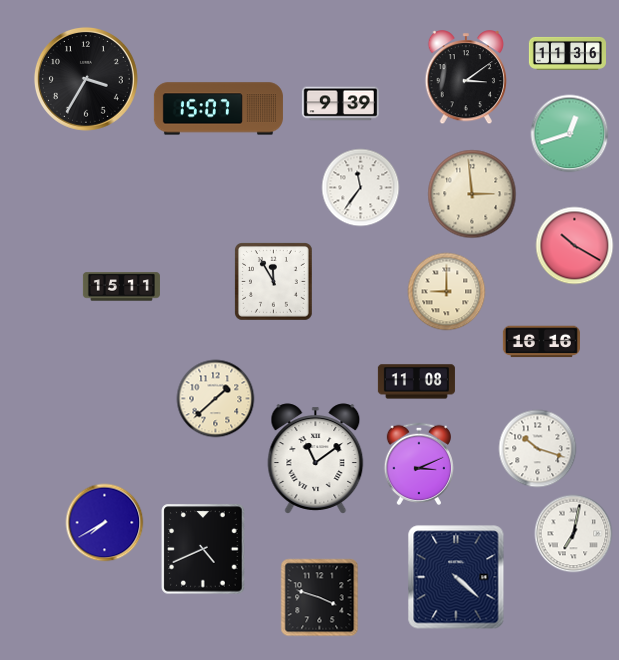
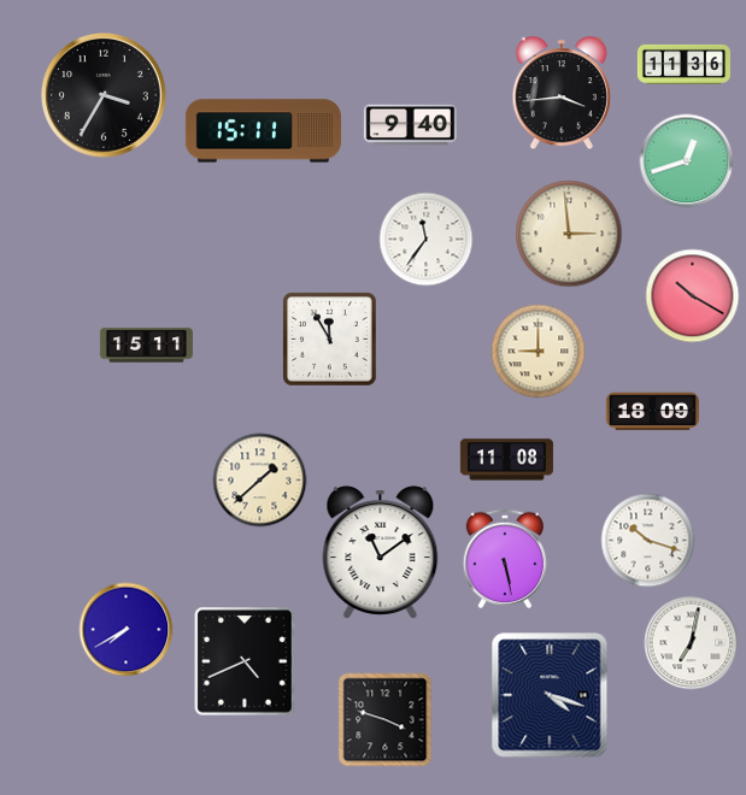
clock at (465, 77): 3:09 -> 3:44
clock at (340, 104): 9:39 -> 9:40
clock at (218, 109): 15:07 -> 15:11
clock at (360, 187) position: (360, 187) -> (425, 238)
clock at (541, 342): 16:16 -> 18:09
clock at (416, 382) position: (416, 382) -> (506, 460)
clock at (418, 464): 3:11 -> 5:28
clock at (456, 577): 4:22 -> 4:18
